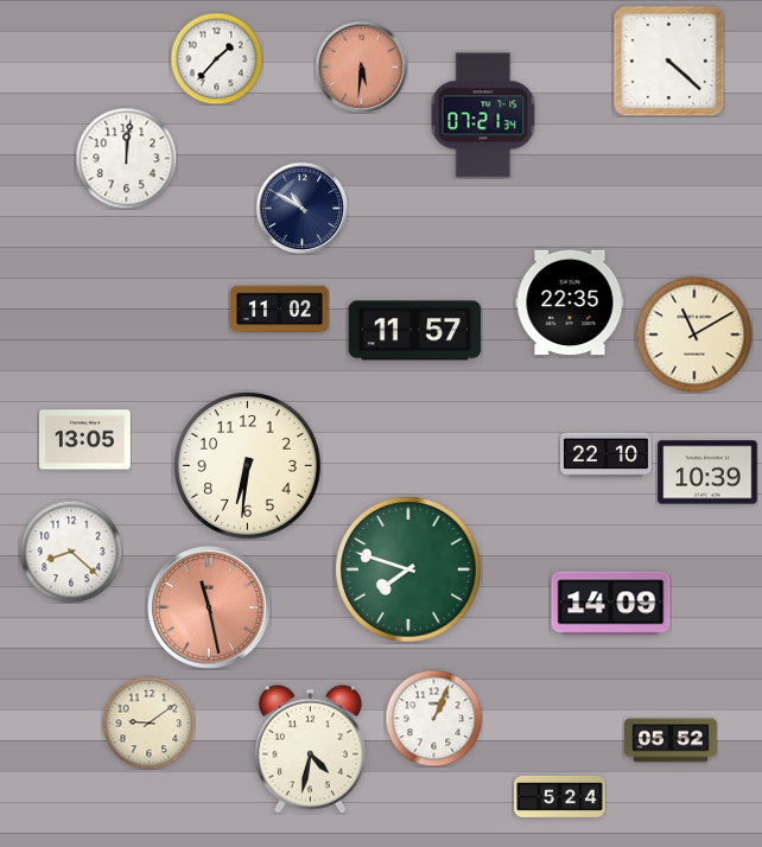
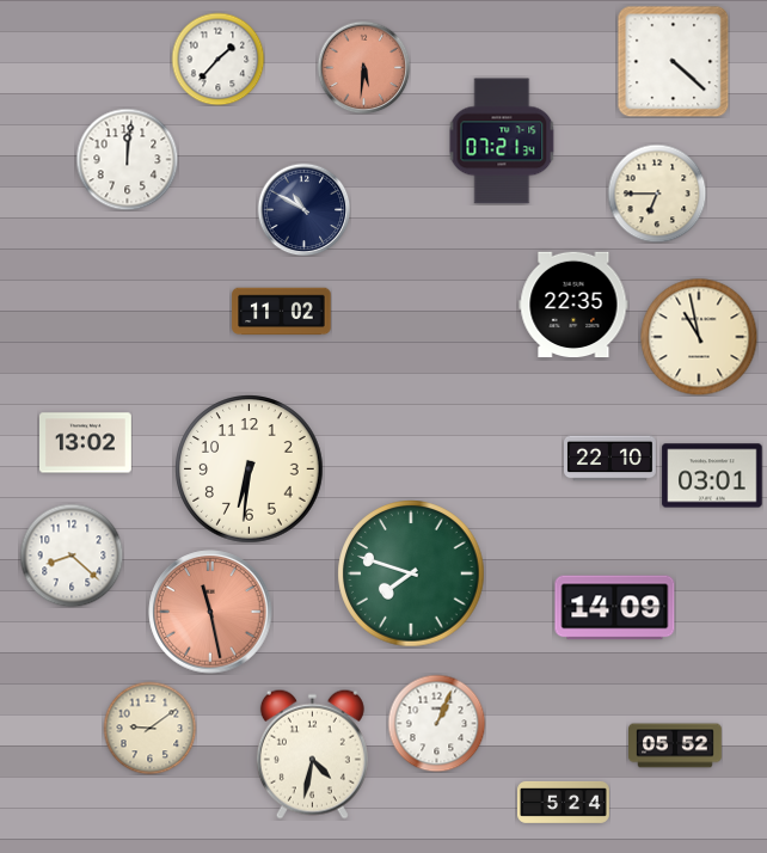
clock at (483, 115) position: (483, 115) -> (502, 141)
clock at (657, 194): none -> 6:45
clock at (415, 331): 11:57 -> none
clock at (694, 335): 11:10 -> 10:58
clock at (84, 440): 13:05 -> 13:02
clock at (707, 472): 10:39 -> 03:01
